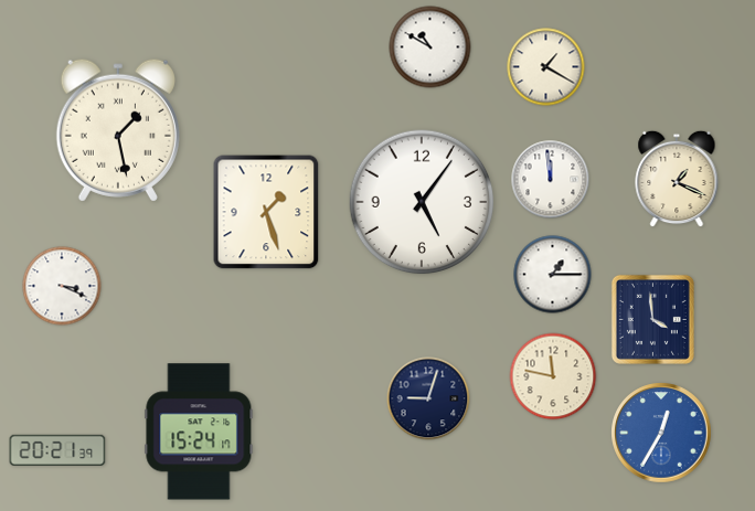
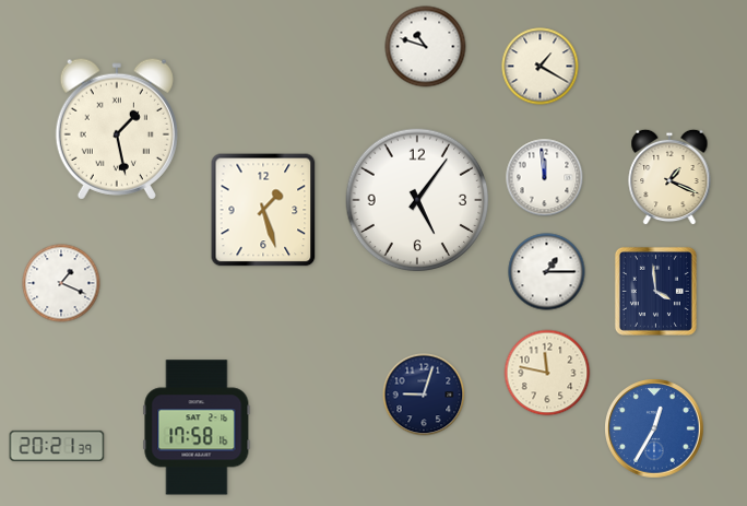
clock at (430, 47): 10:50 -> 10:48
clock at (62, 286): 3:19 -> 1:19
clock at (652, 319) position: (652, 319) -> (655, 291)
clock at (199, 432): 15:24 -> 17:58
